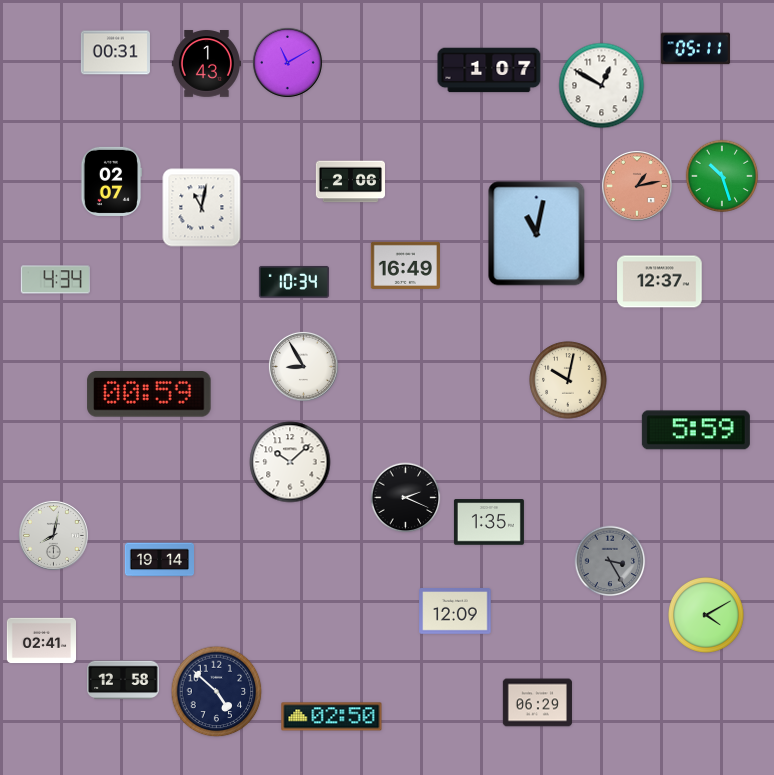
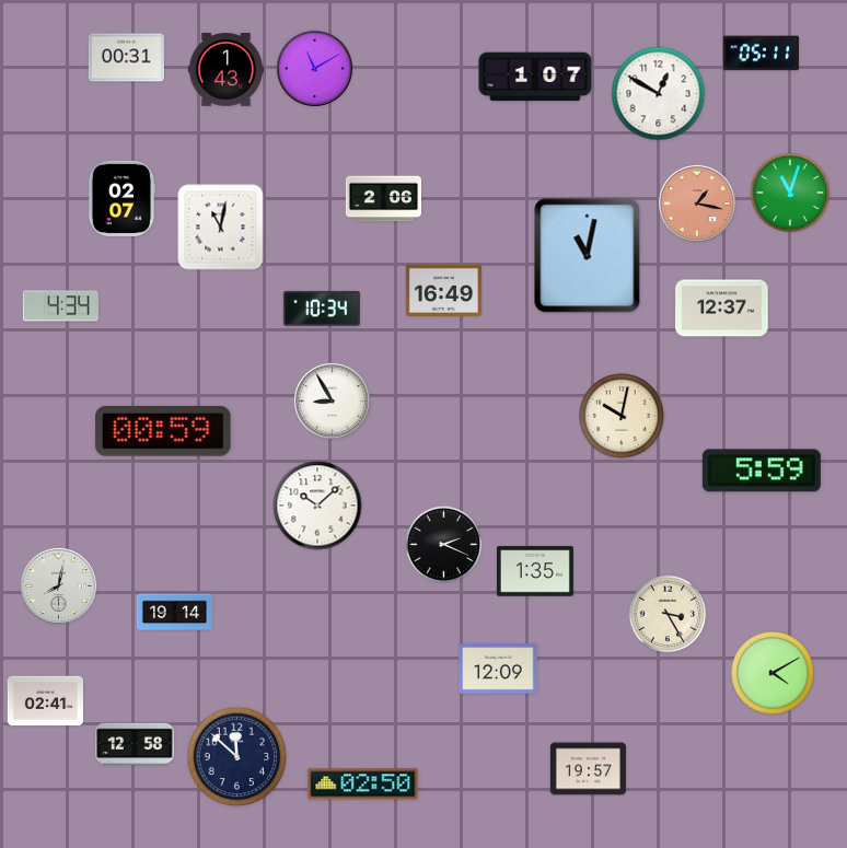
clock at (721, 175): 10:27 -> 11:03
clock at (637, 186): 1:13 -> 1:17
clock at (610, 561) dial: grey -> cream
clock at (217, 692): 4:52 -> 11:52
clock at (537, 703): 06:29 -> 19:57
